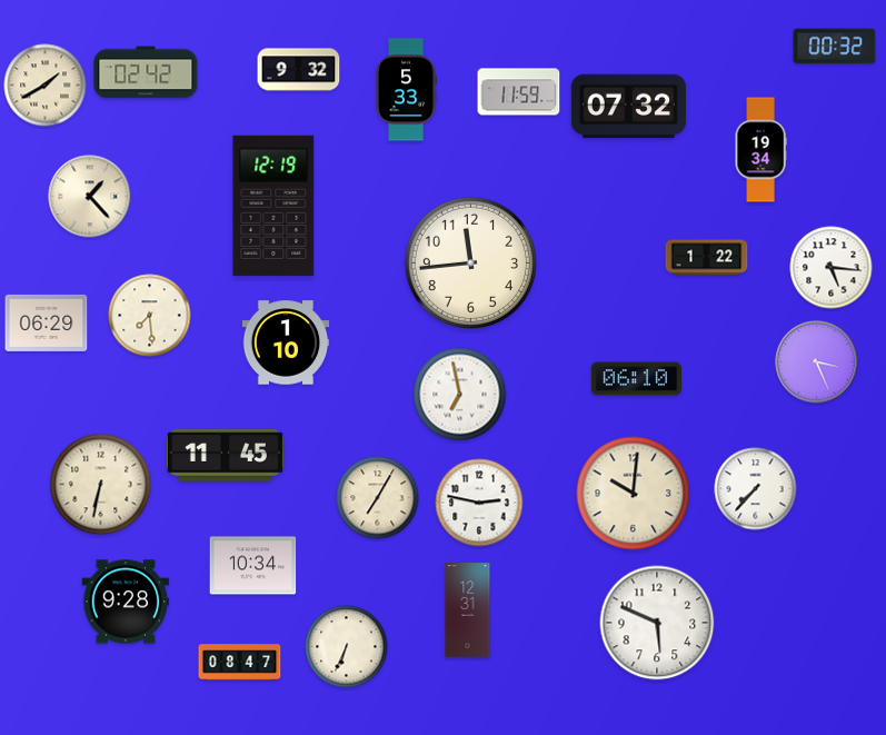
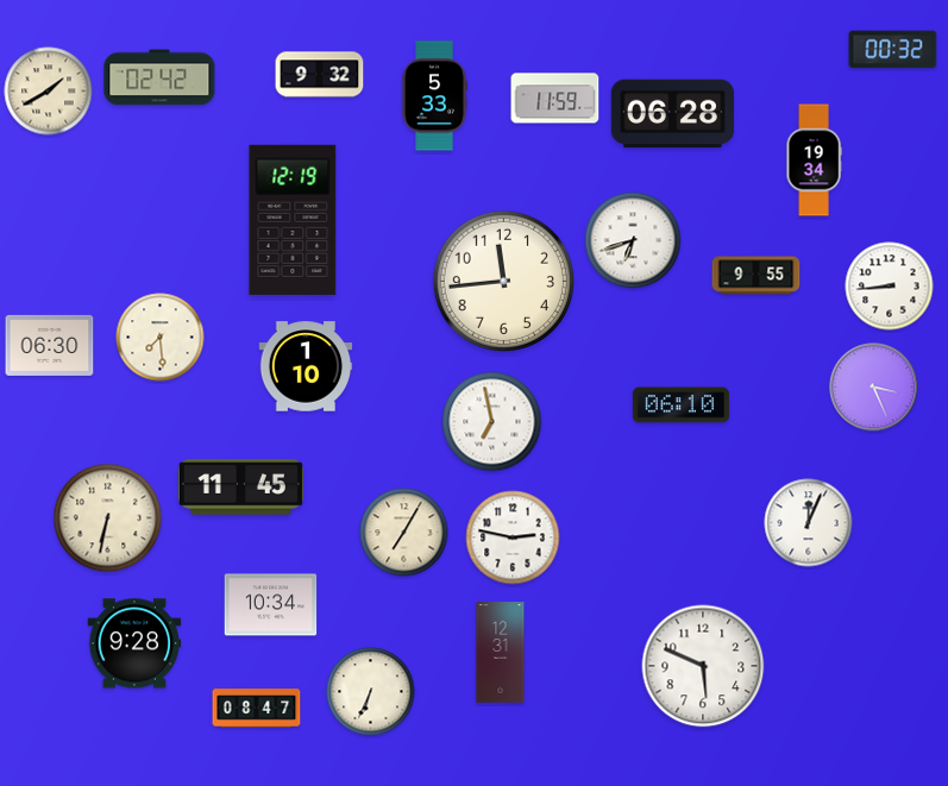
clock at (146, 72) position: (146, 72) -> (159, 77)
clock at (628, 107): 07:32 -> 06:28
clock at (90, 197): 1:23 -> none
clock at (633, 240): none -> 6:42
clock at (707, 258): 1:22 -> 9:55
clock at (832, 268): 5:16 -> 8:44
clock at (47, 322): 06:29 -> 06:30
clock at (756, 489): 7:37 -> 12:04
clock at (634, 494): 10:01 -> none
